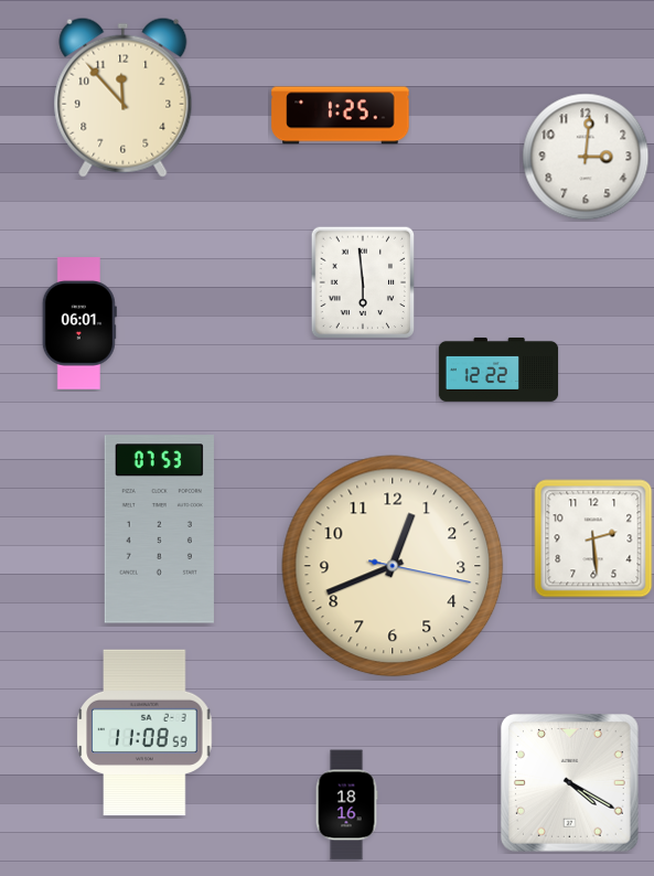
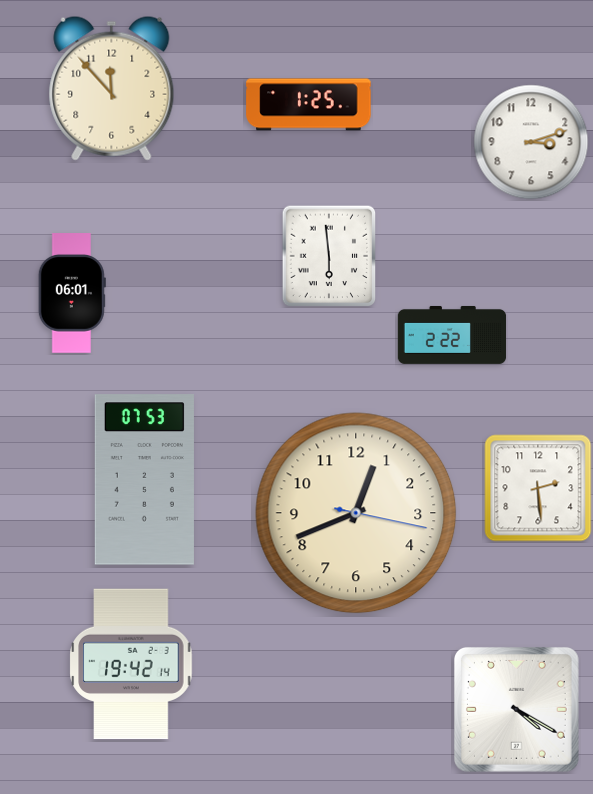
clock at (586, 157): 3:01 -> 3:12
clock at (498, 370): 12:22 -> 2:22
clock at (144, 733): 11:08 -> 19:42
clock at (346, 805): 18:16 -> none
